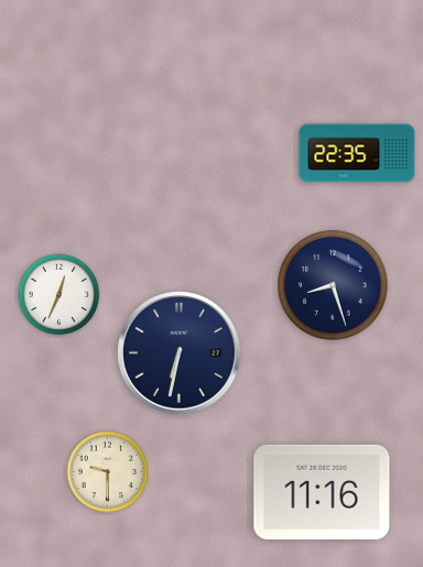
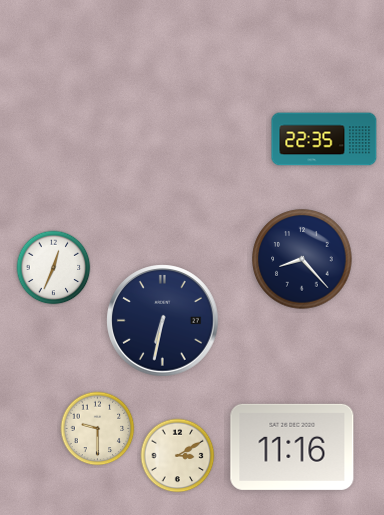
clock at (333, 285): 8:27 -> 8:23
clock at (178, 456): none -> 3:10
